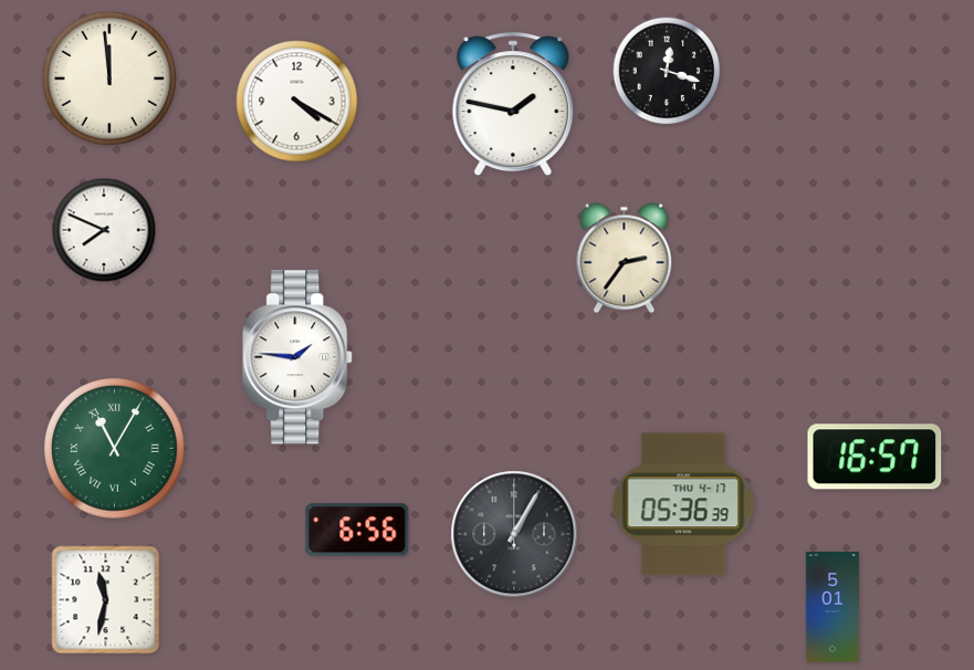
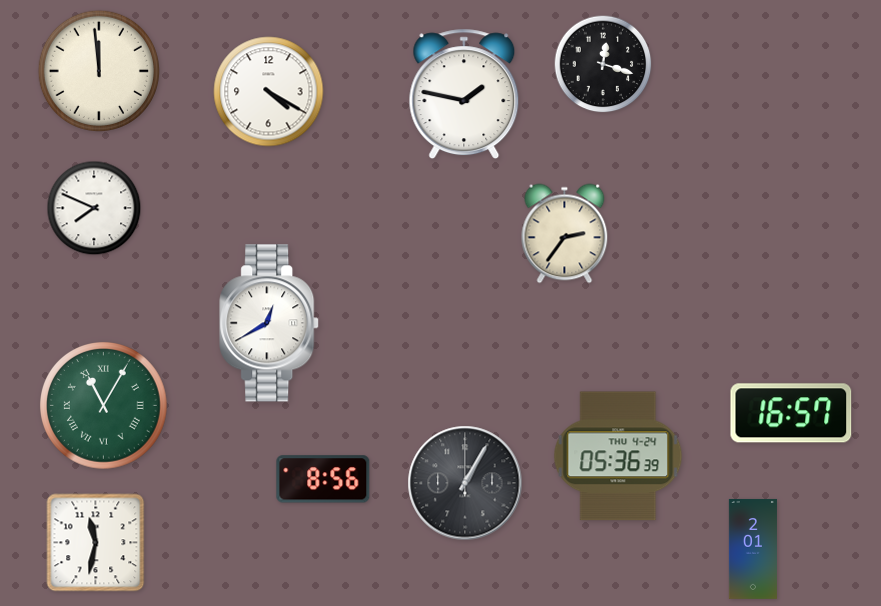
clock at (299, 357): 1:46 -> 12:40
clock at (683, 504) date: THU 4-17 -> THU 4-24
clock at (357, 530): 6:56 -> 8:56
clock at (832, 607): 5:01 -> 2:01
